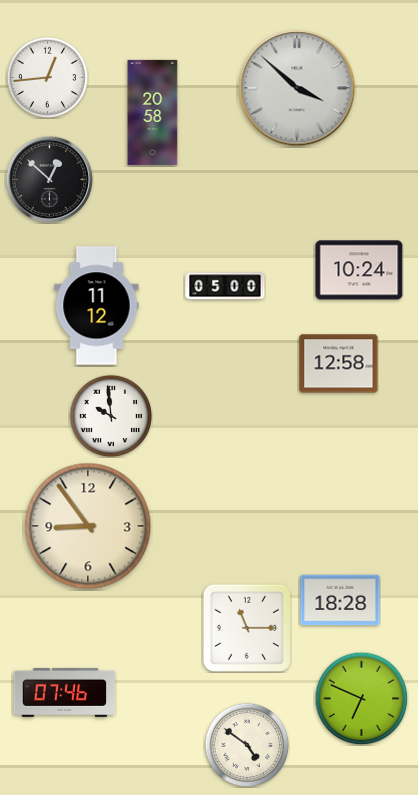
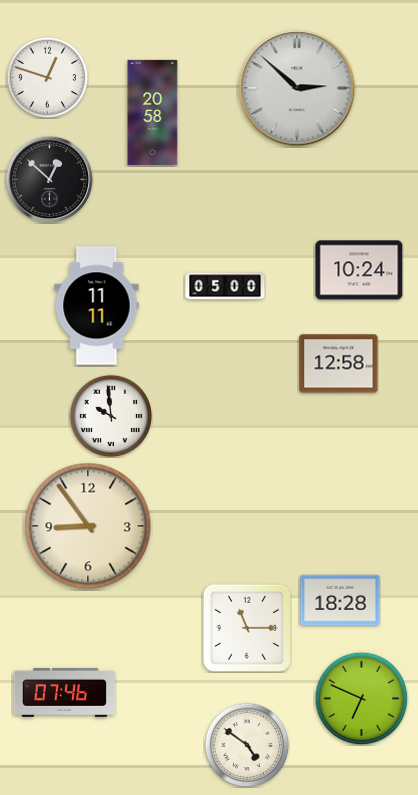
clock at (47, 77): 12:44 -> 12:48
clock at (297, 88): 3:52 -> 2:52
clock at (97, 306): 11:12 -> 11:11
